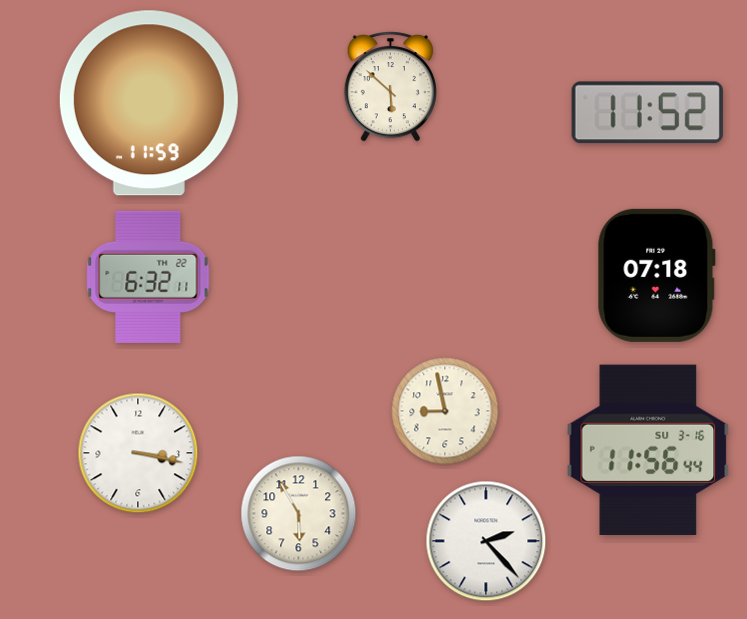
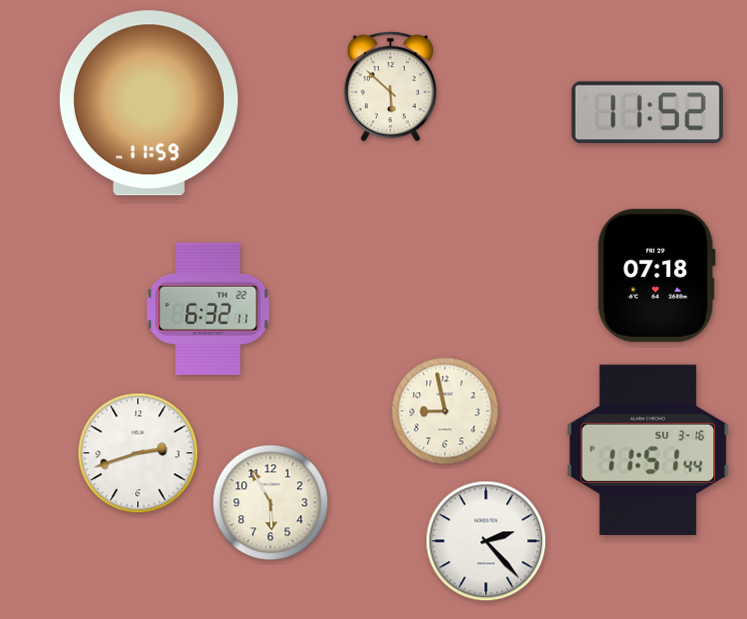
clock at (148, 277) position: (148, 277) -> (208, 309)
clock at (648, 450): 11:56 -> 11:51
clock at (138, 453): 3:17 -> 2:42
clock at (299, 514) position: (299, 514) -> (271, 503)
